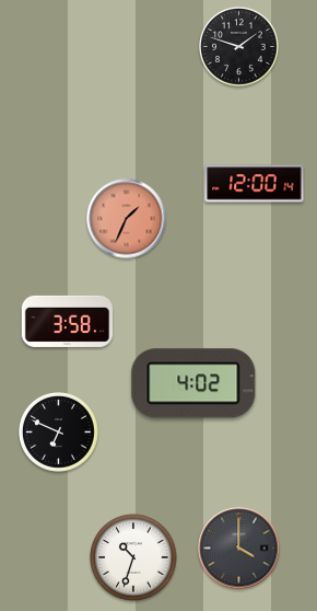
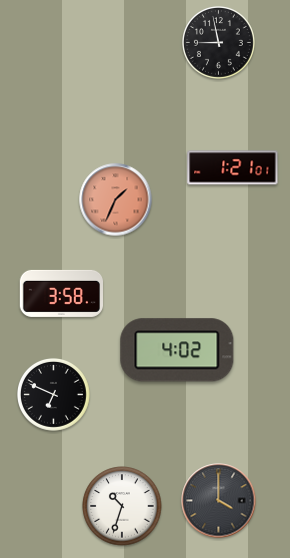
clock at (239, 47): 1:48 -> 8:58
clock at (255, 184): 12:00 -> 1:21
clock at (133, 557) position: (133, 557) -> (122, 506)
